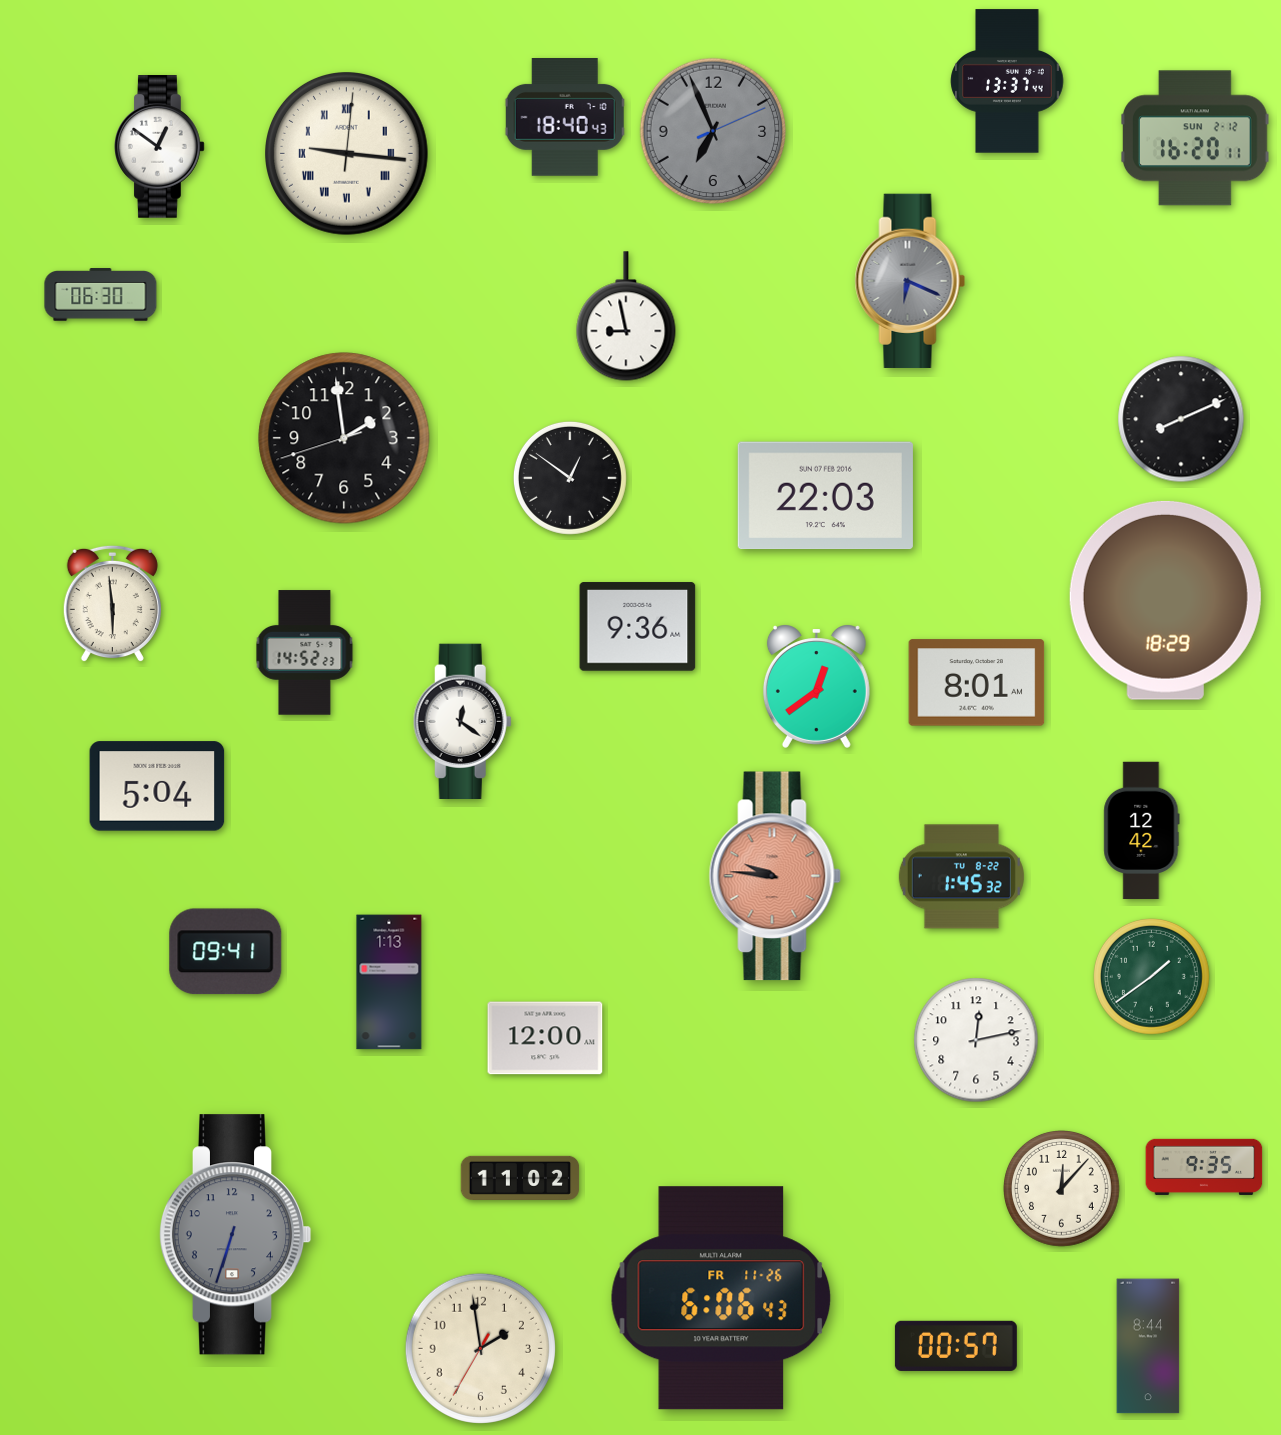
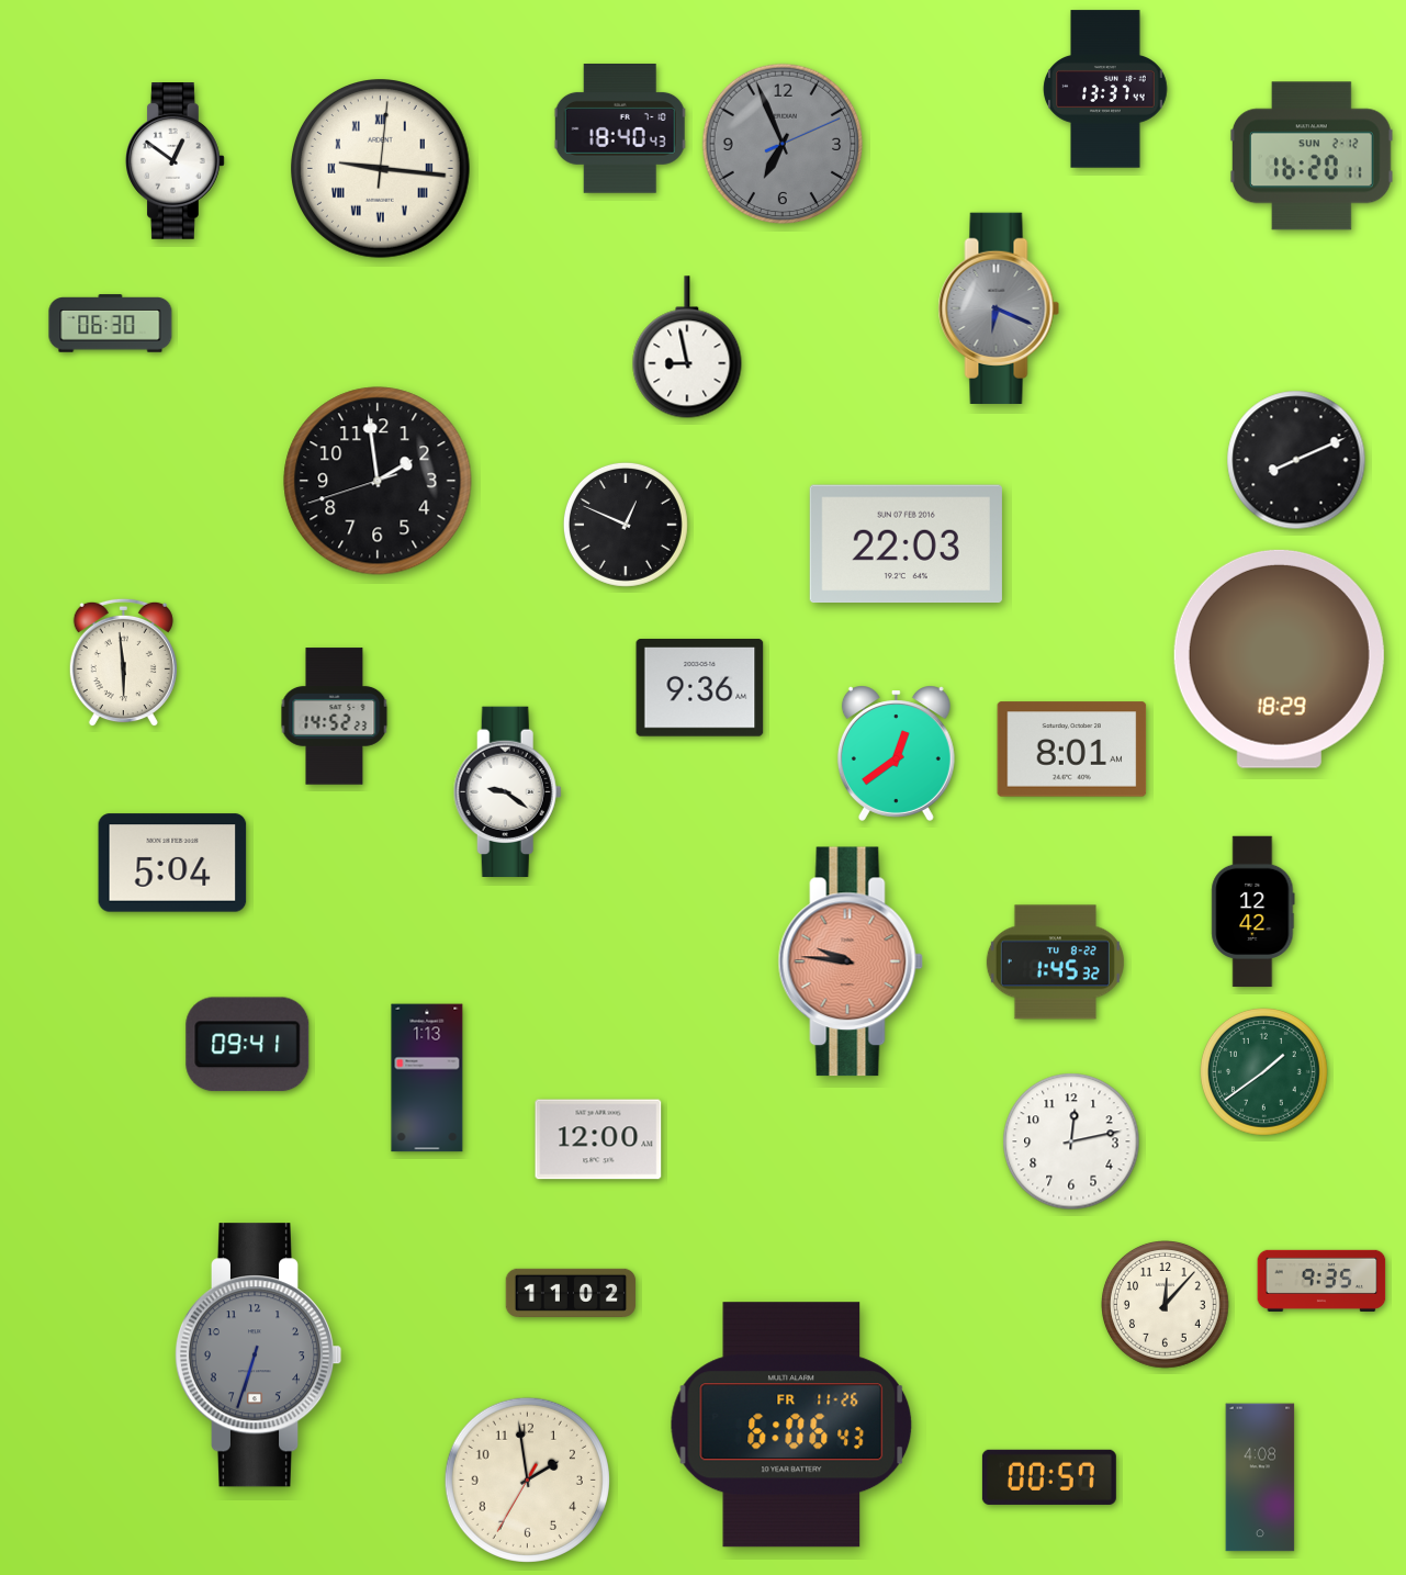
clock at (1195, 138) position: (1195, 138) -> (1312, 156)
clock at (570, 478): 12:51 -> 12:49
clock at (462, 721): 12:21 -> 9:21
clock at (1148, 1346): 8:44 -> 4:08
